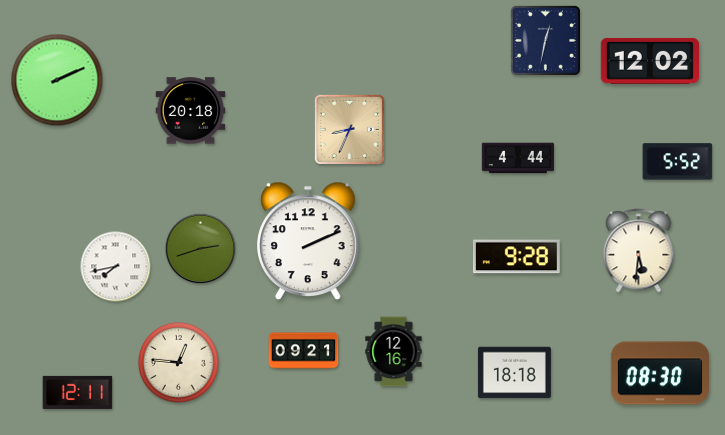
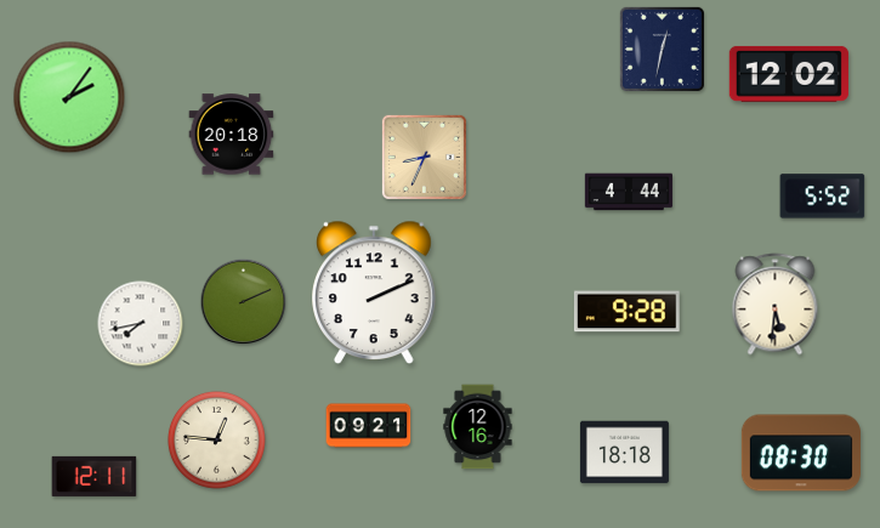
clock at (57, 80): 2:11 -> 2:06
clock at (201, 249): 2:42 -> 2:11
